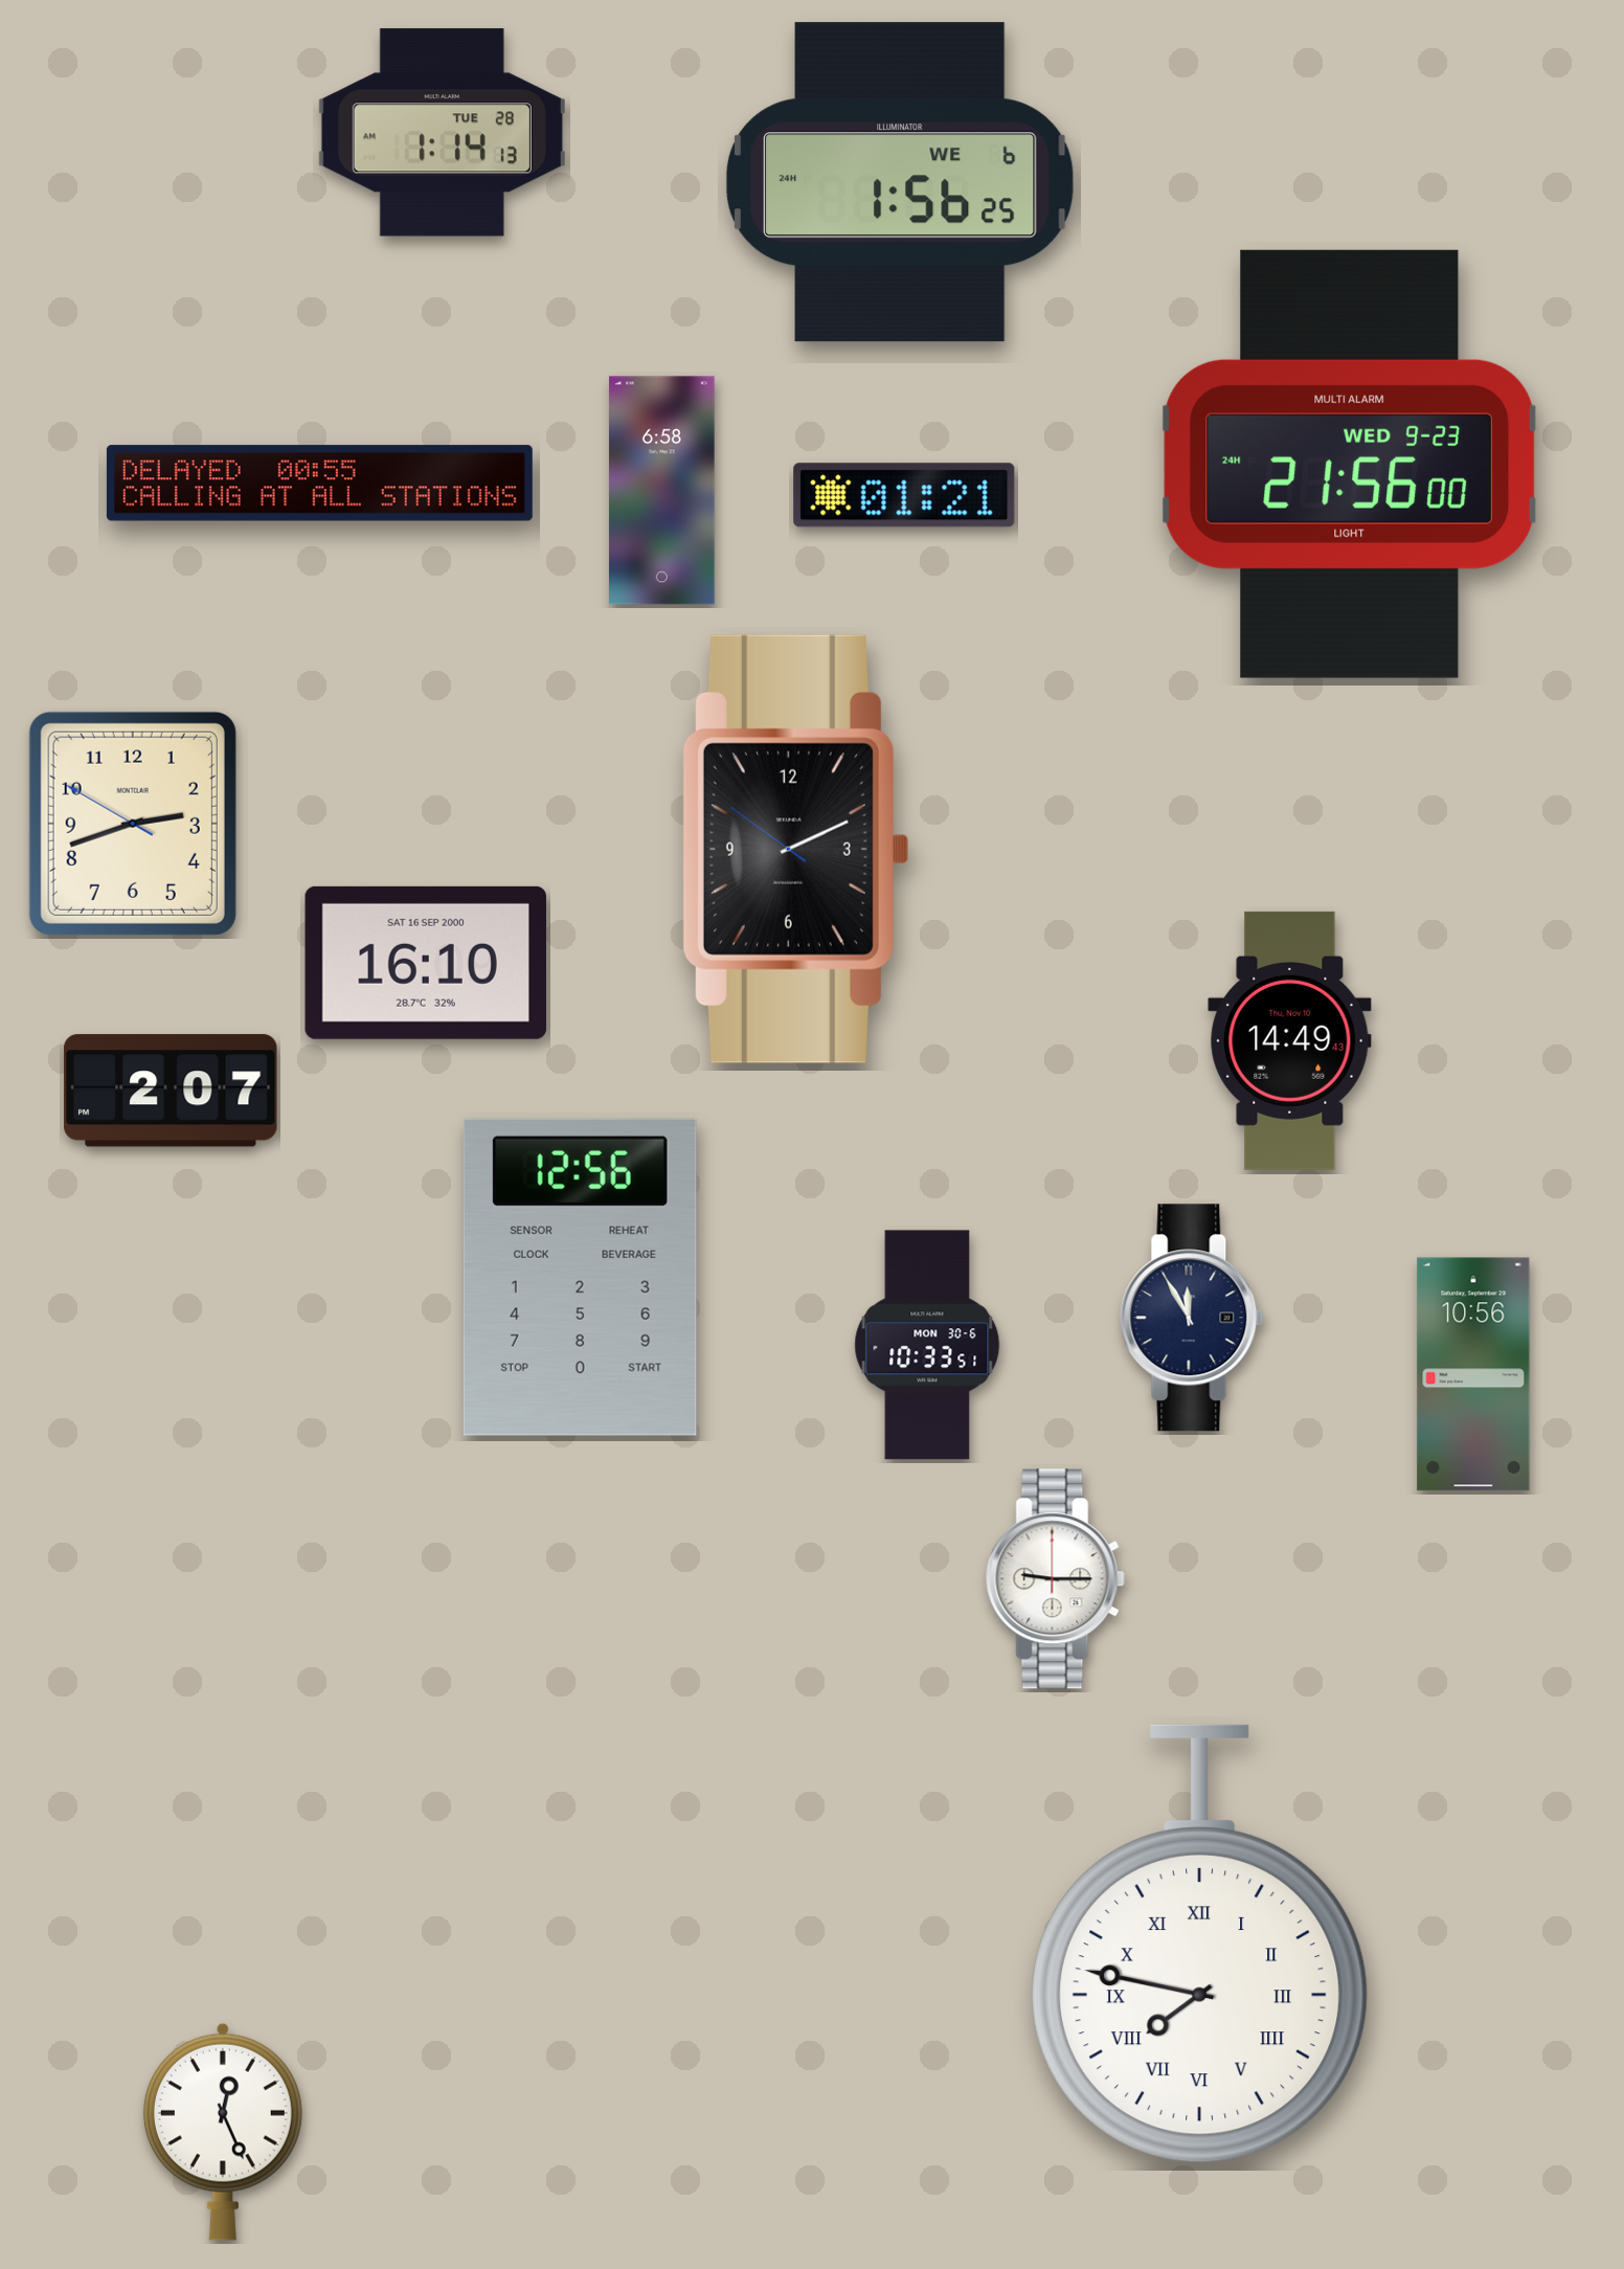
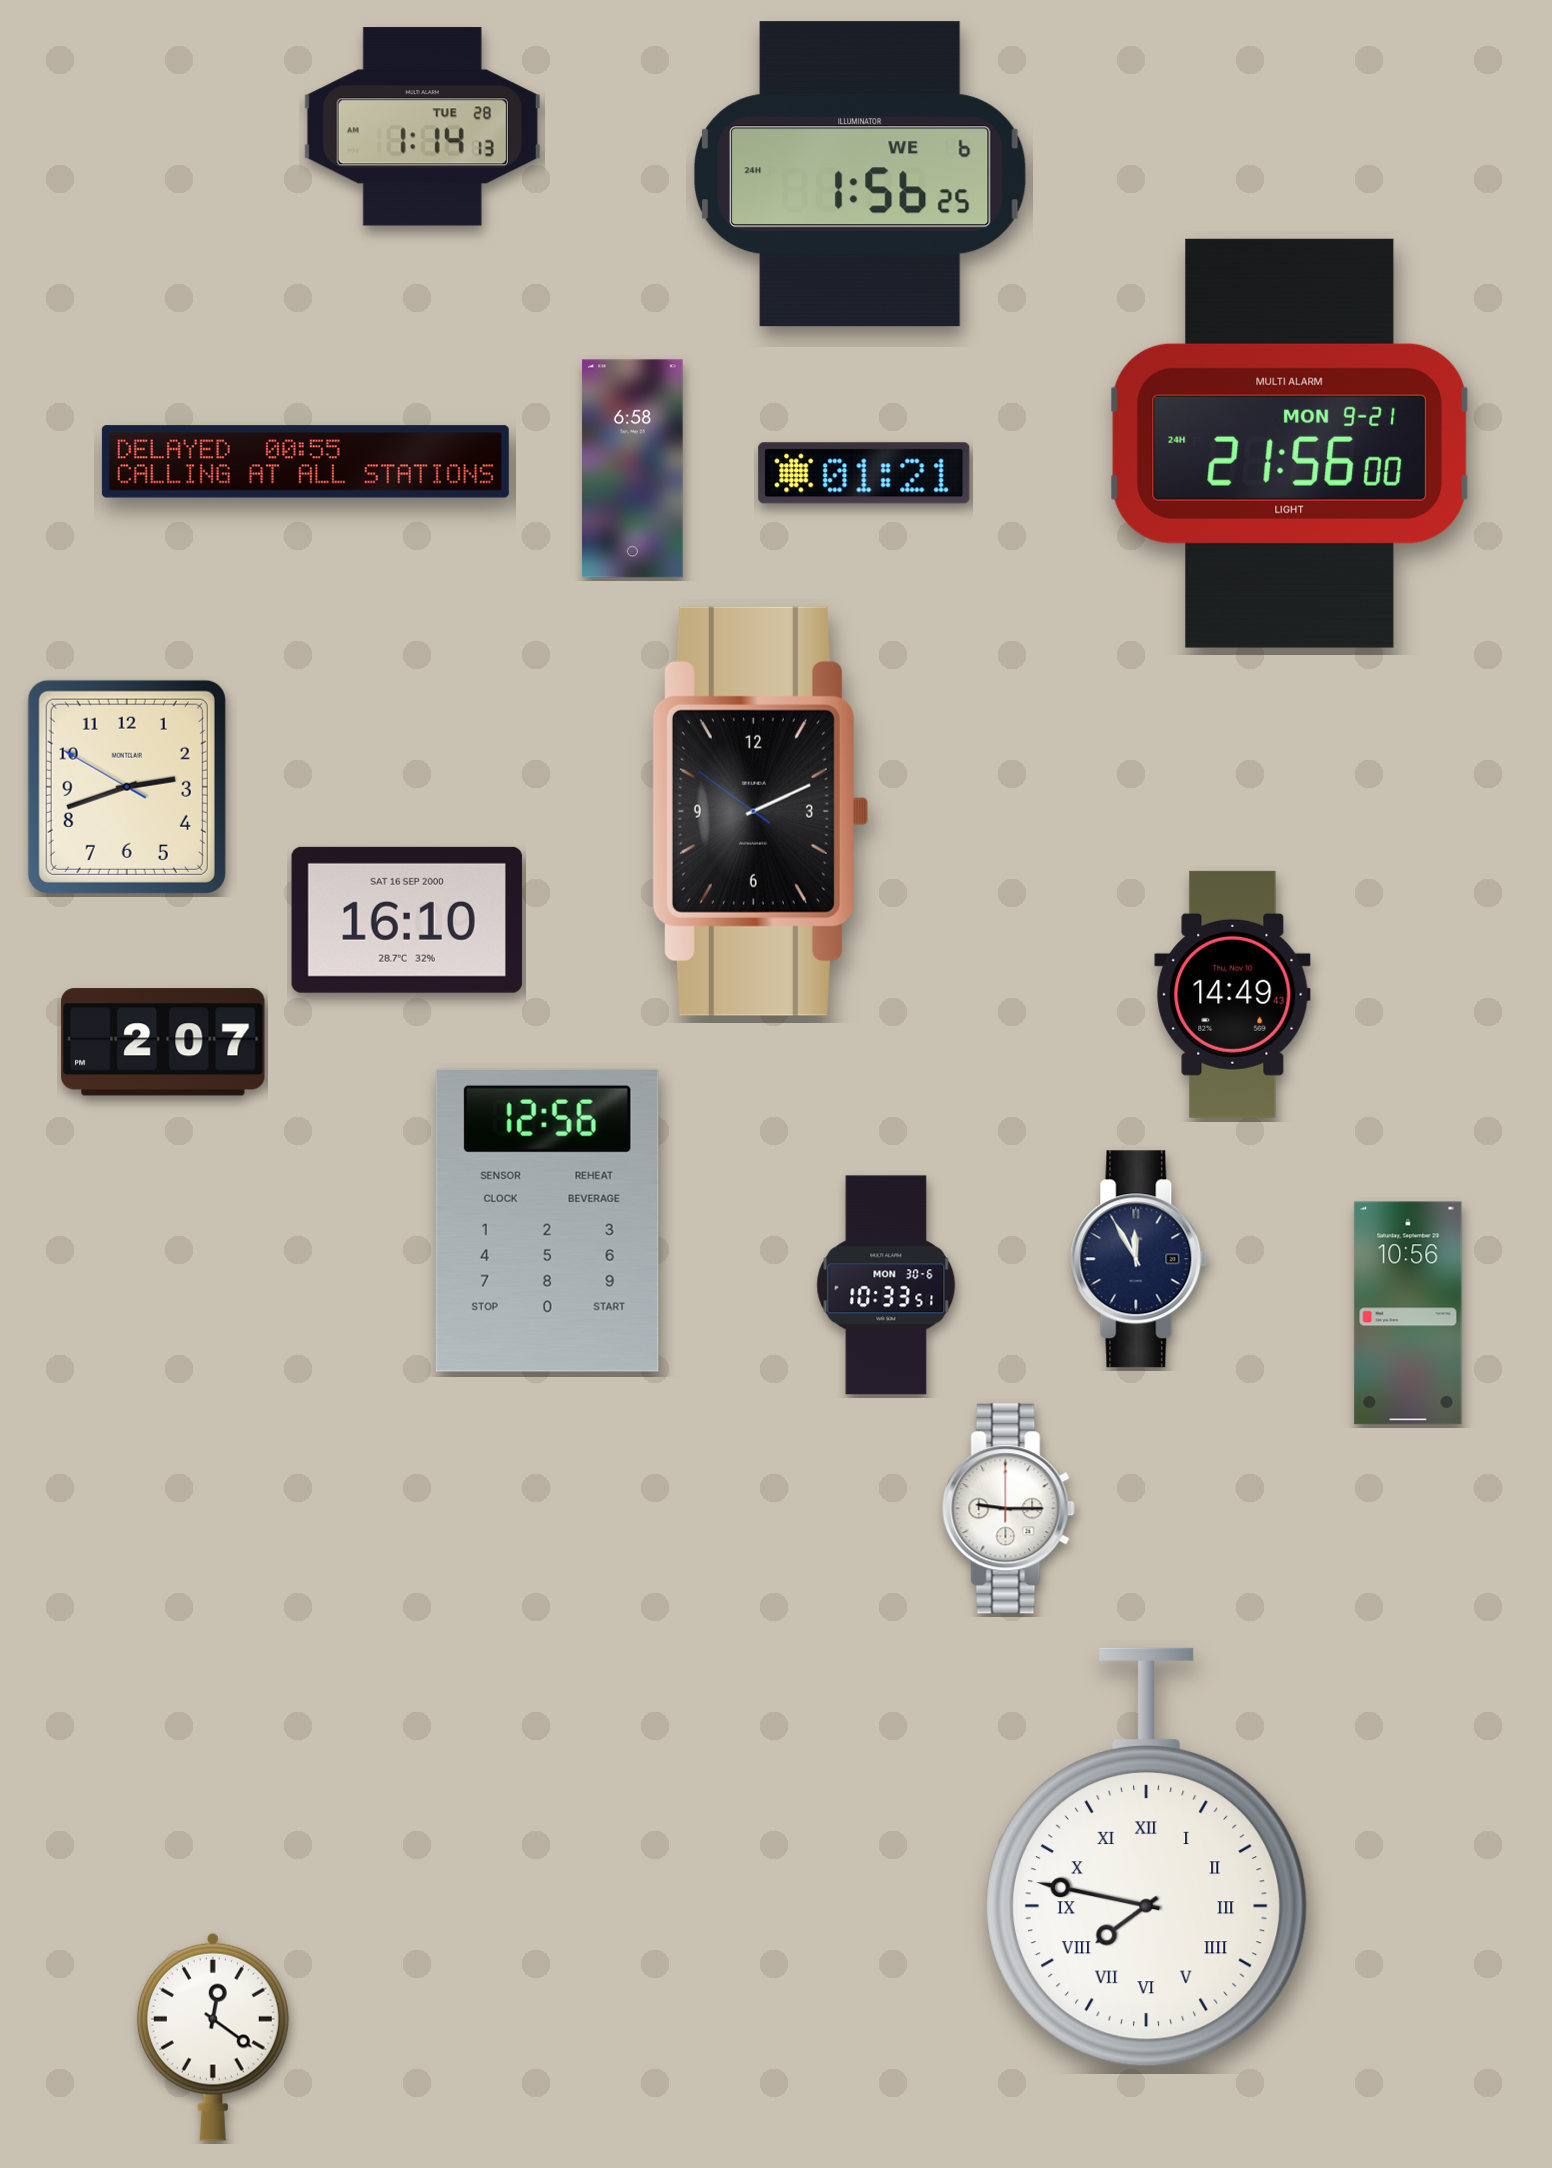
clock at (1350, 464) date: WED 9-23 -> MON 9-21
clock at (580, 1277) position: (580, 1277) -> (547, 1220)
clock at (223, 2132): 12:26 -> 12:21
